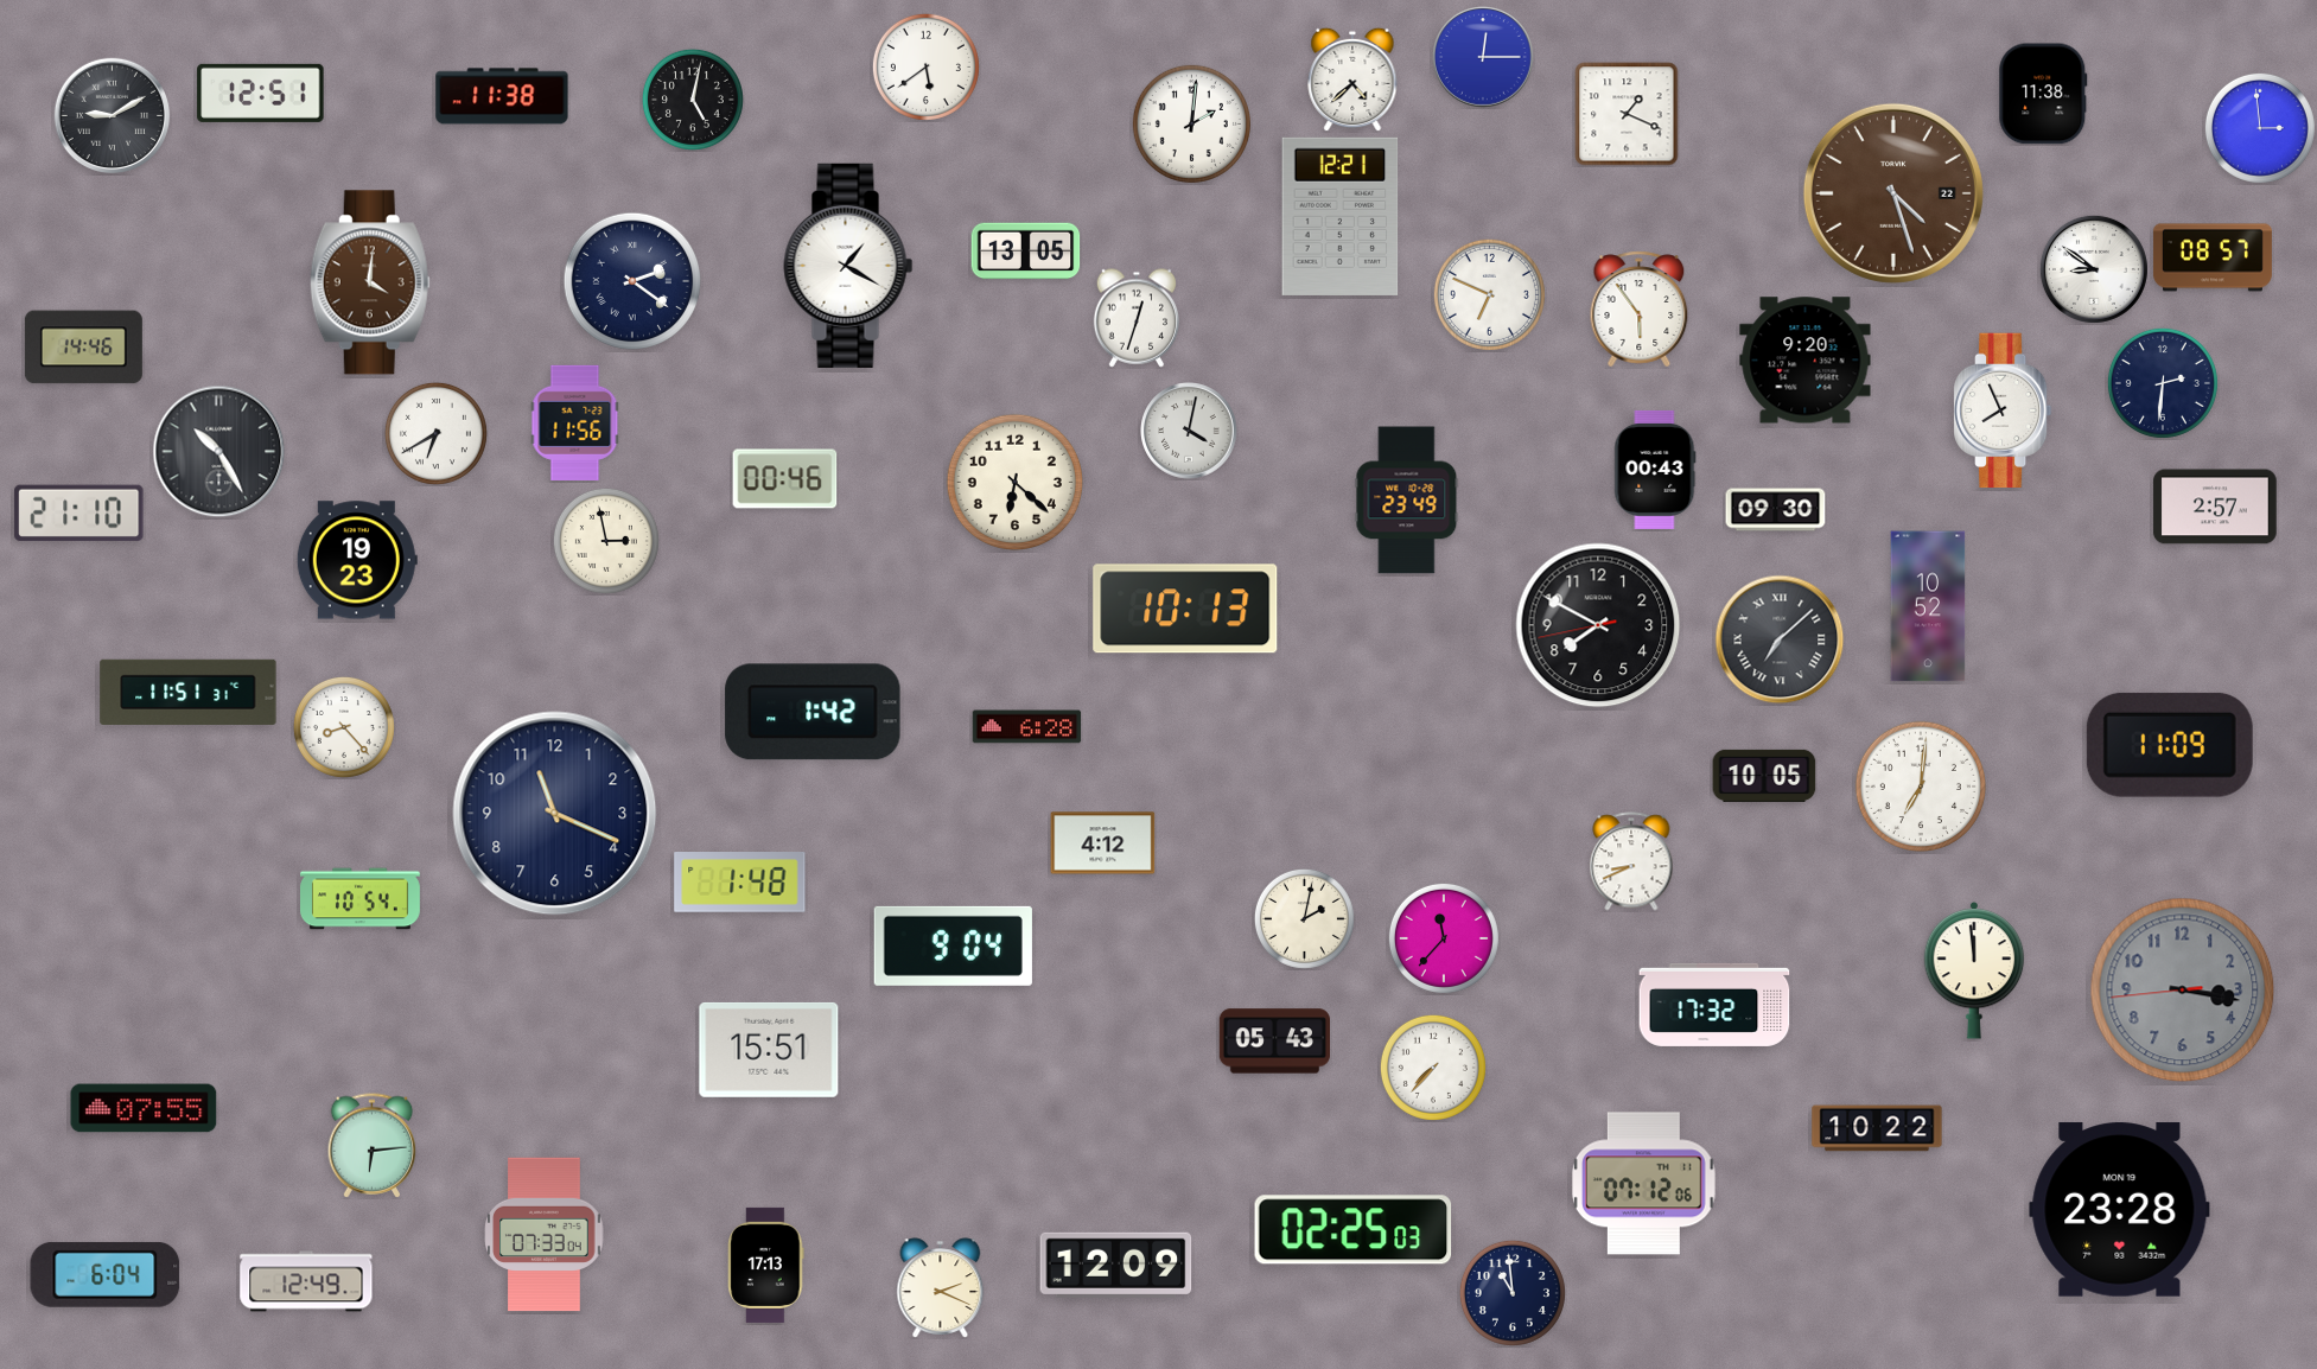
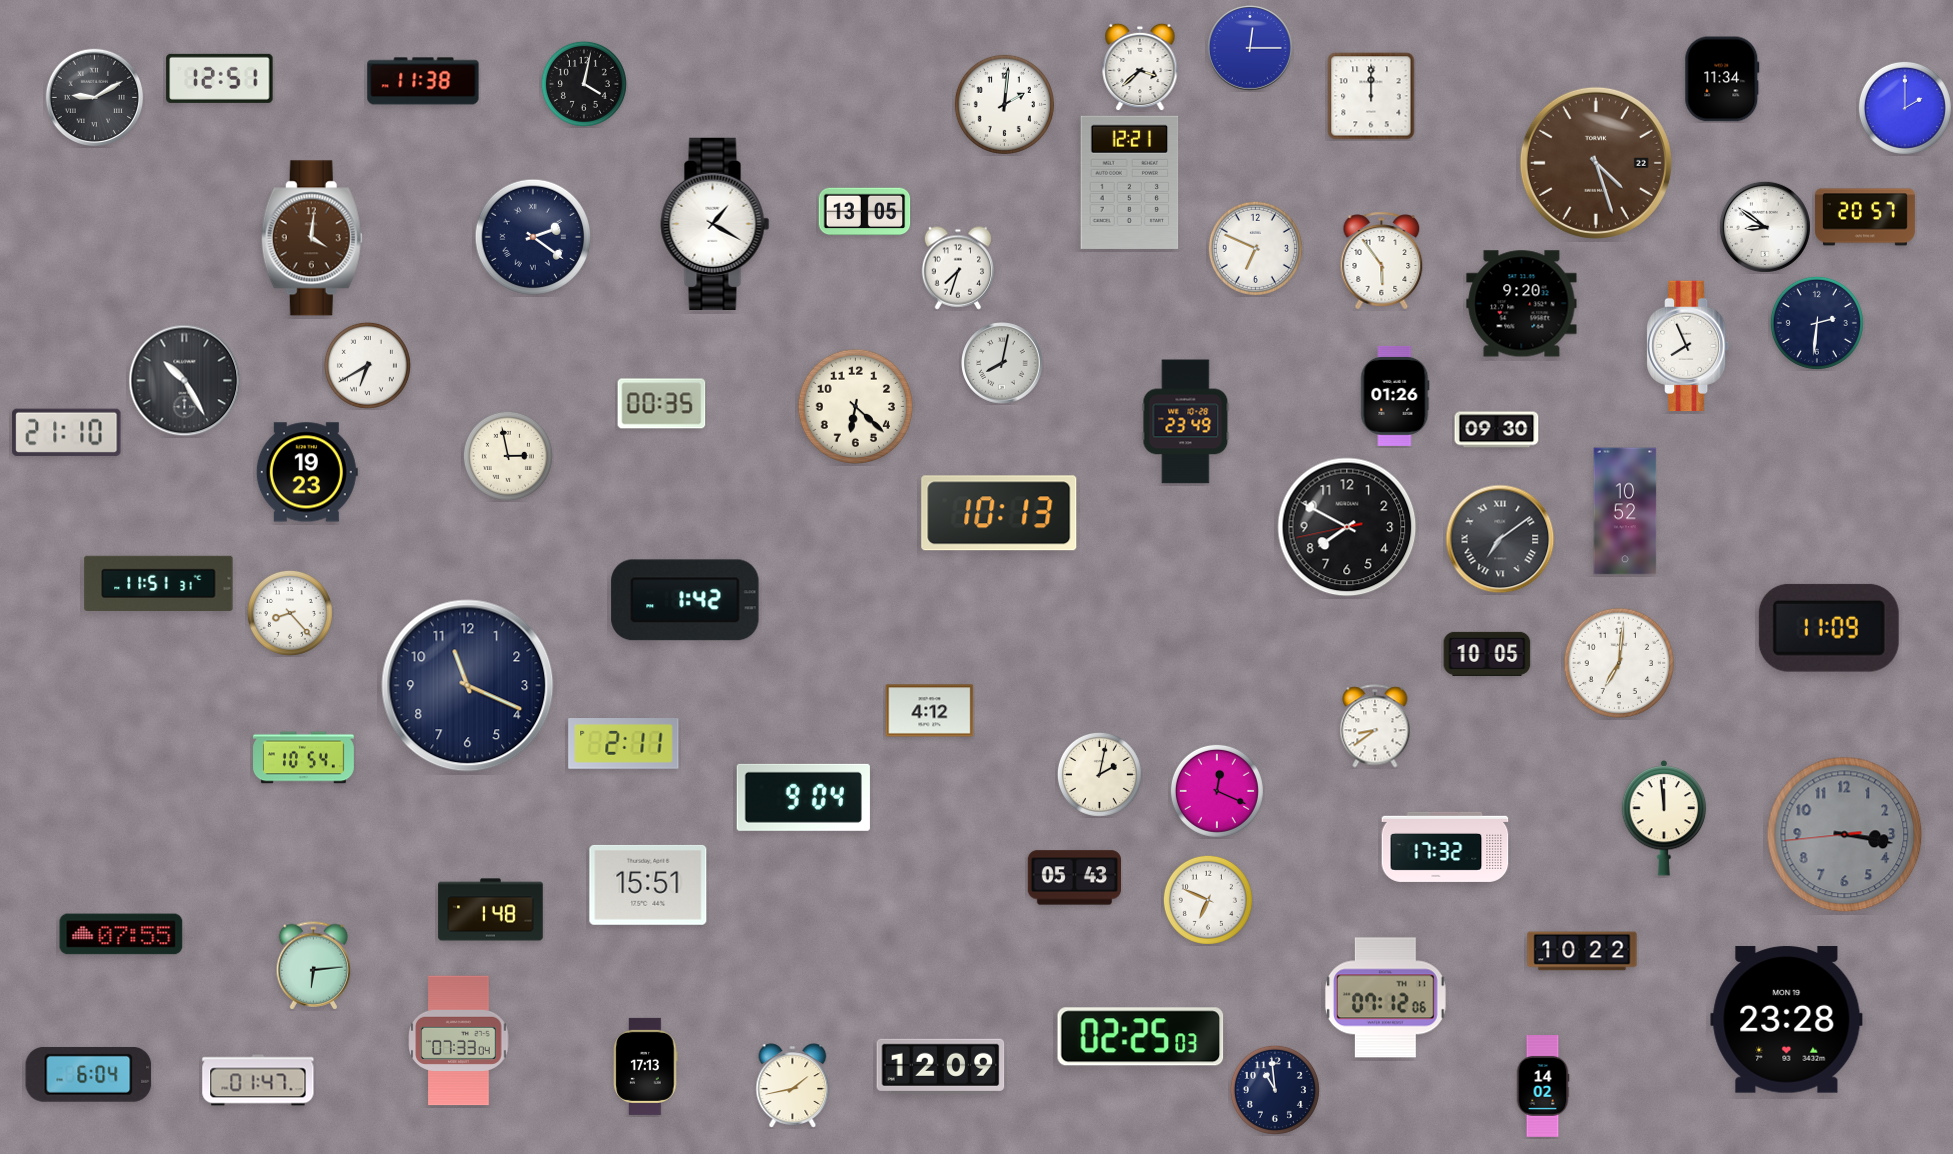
clock at (925, 66): 5:39 -> none
clock at (1352, 79): 4:38 -> 3:38
clock at (2043, 94): 11:38 -> 11:34
clock at (693, 100): 5:02 -> 4:02
clock at (1627, 114): 1:19 -> 12:00
clock at (2260, 128): 2:59 -> 2:00
clock at (2213, 257): 08:57 -> 20:57
clock at (1137, 318): 12:33 -> 7:33
clock at (83, 348): 14:46 -> none
clock at (2163, 383) position: (2163, 383) -> (1817, 323)
clock at (575, 422): 11:56 -> none
clock at (1189, 431): 4:02 -> 8:02
clock at (1655, 470): 00:43 -> 01:26
clock at (785, 479): 00:46 -> 00:35
clock at (2215, 507): 2:57 -> none
clock at (606, 541) position: (606, 541) -> (508, 456)
clock at (357, 560) position: (357, 560) -> (307, 472)
clock at (1780, 639): 7:08 -> 7:09
clock at (1027, 727): 6:28 -> none
clock at (1631, 861): 8:41 -> 8:39
clock at (740, 883): 1:48 -> 2:11
clock at (1444, 938): 11:37 -> 12:19
clock at (2183, 991) position: (2183, 991) -> (1845, 835)
clock at (1433, 1068): 7:37 -> 6:49
clock at (491, 910): none -> 1:48
clock at (306, 1281): 12:49 -> 01:47
clock at (941, 1288): 2:19 -> 1:43
clock at (1543, 1086): none -> 14:02
